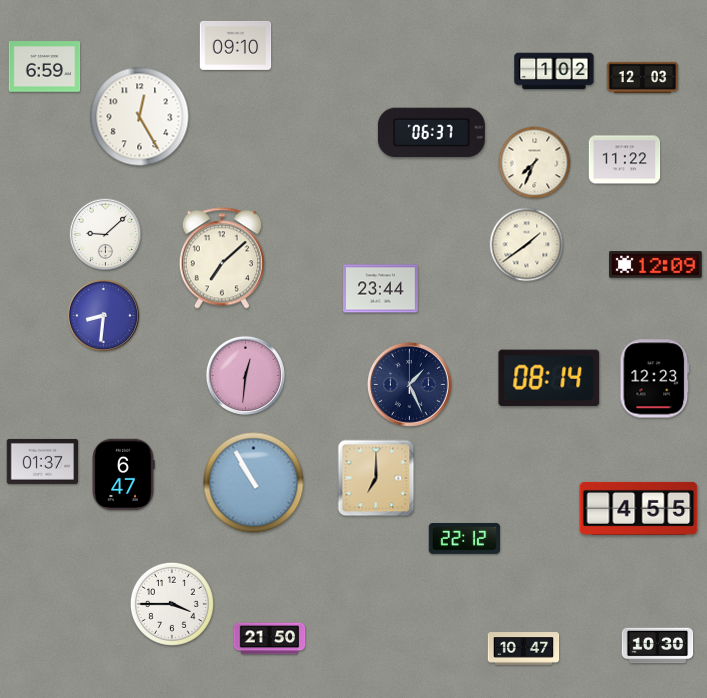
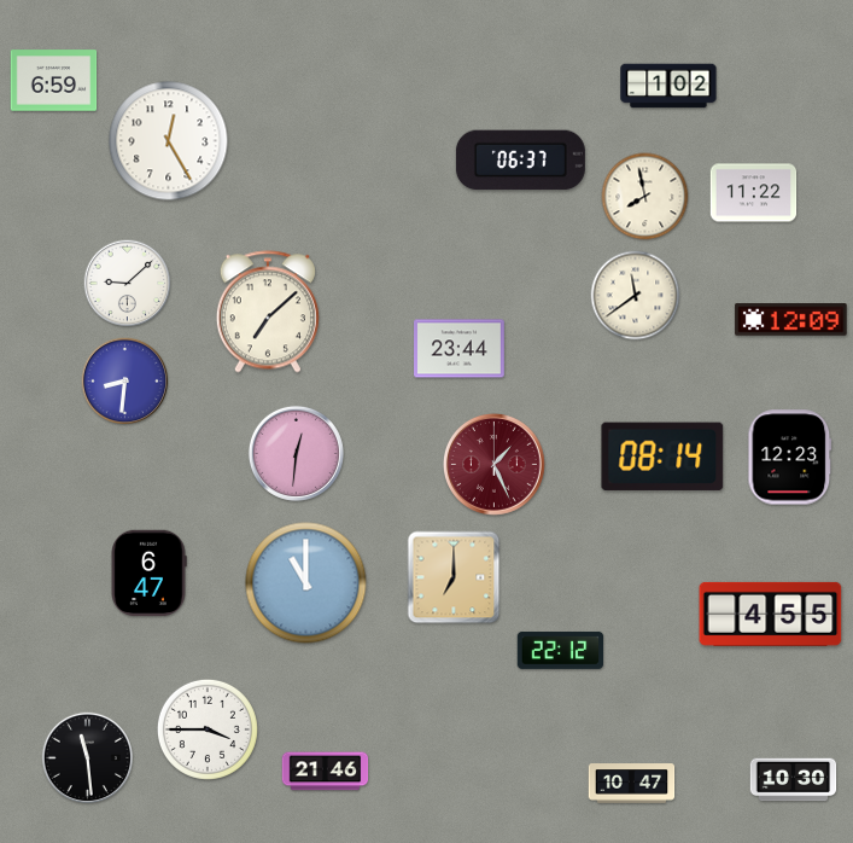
clock at (236, 45): 09:10 -> none
clock at (643, 78): 12:03 -> none
clock at (535, 163): 7:34 -> 7:58
clock at (527, 245): 1:39 -> 11:39
clock at (410, 385) dial: navy -> burgundy
clock at (43, 461): 01:37 -> none
clock at (254, 483): 10:55 -> 11:00
clock at (87, 757): none -> 11:29
clock at (270, 639): 21:50 -> 21:46
